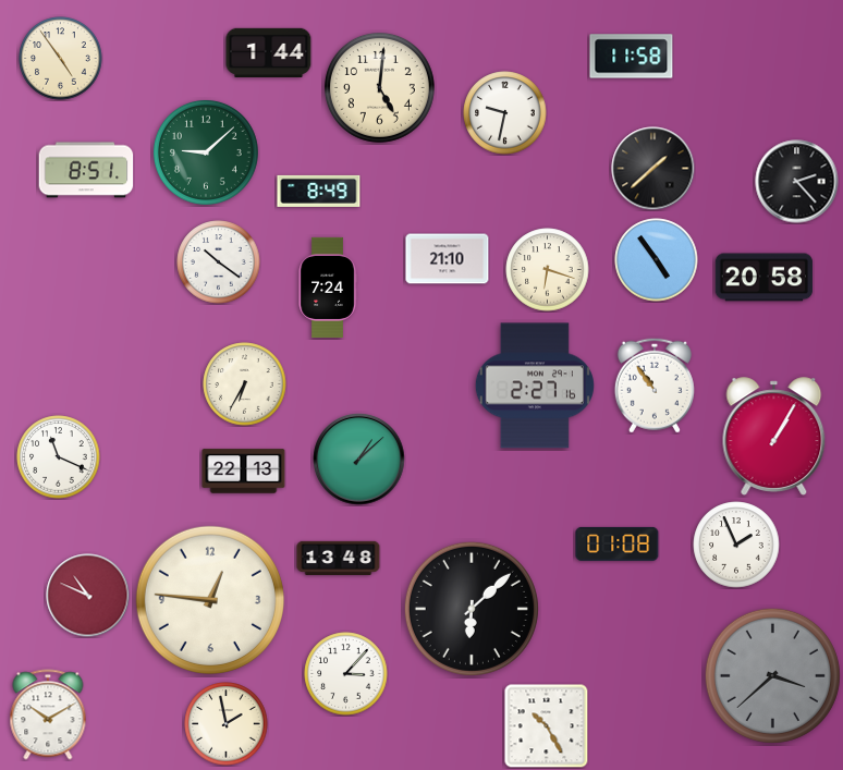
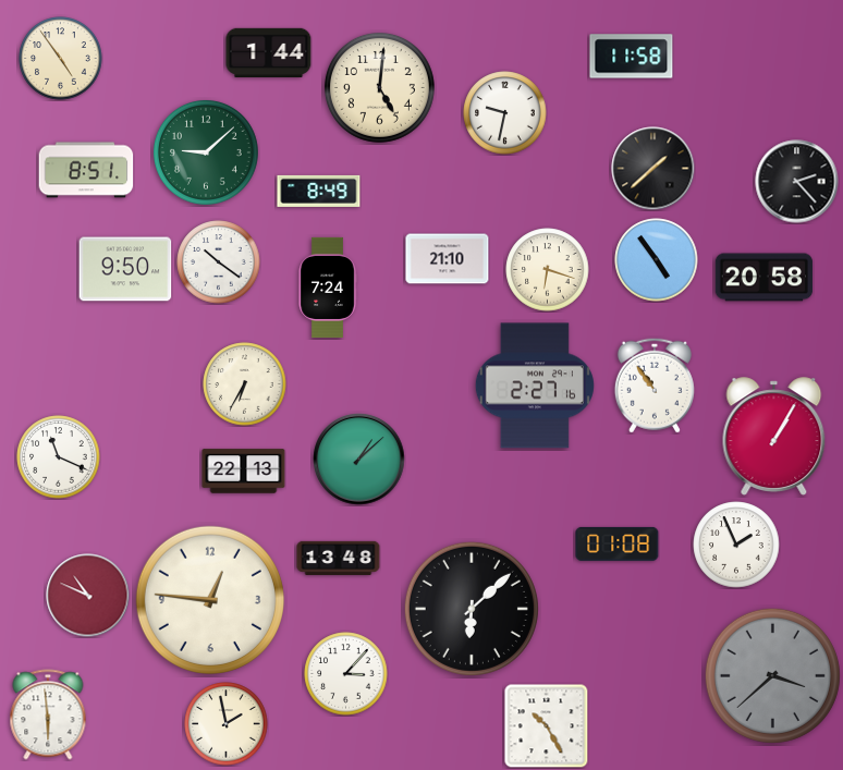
clock at (125, 269): none -> 9:50
clock at (48, 714): 10:10 -> 5:59
